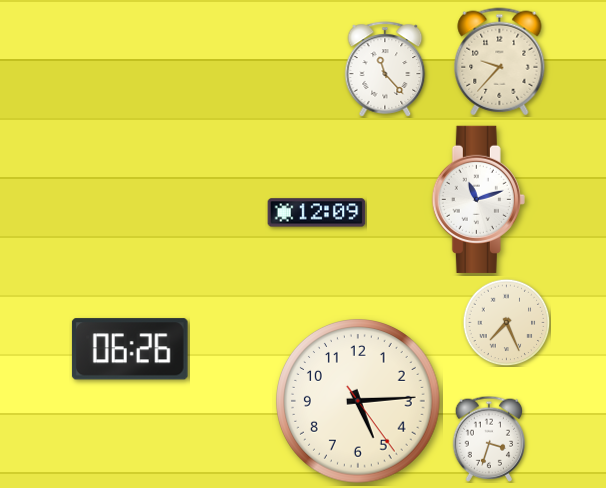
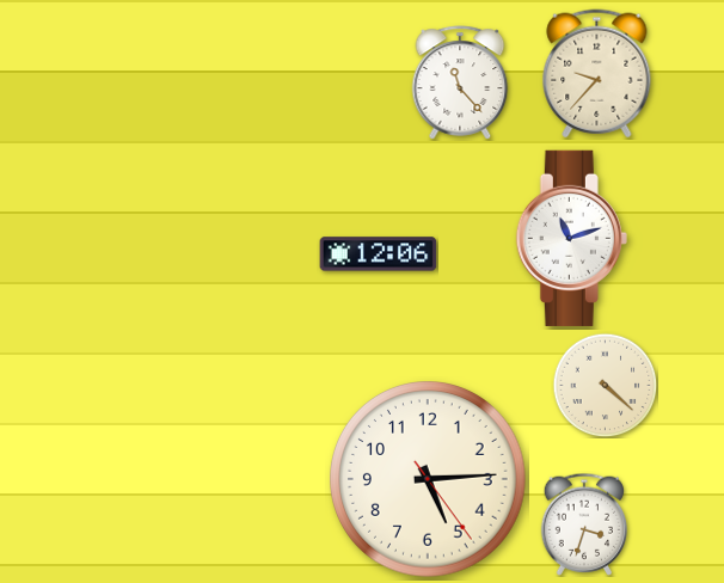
clock at (317, 213): 12:09 -> 12:06
clock at (506, 322): 7:26 -> 4:22
clock at (130, 349): 06:26 -> none
